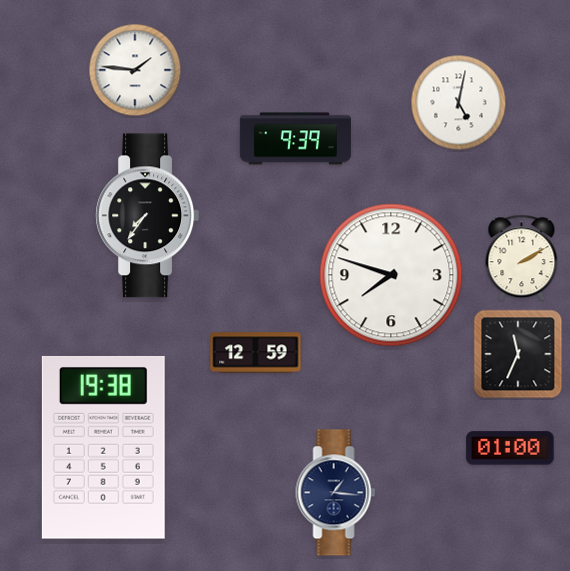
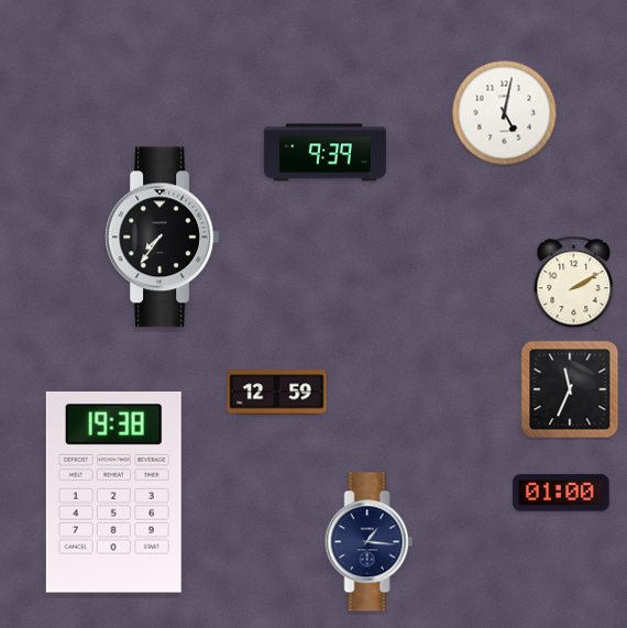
clock at (135, 70): 1:46 -> none
clock at (391, 275): 7:48 -> none
clock at (256, 353) position: (256, 353) -> (277, 393)
